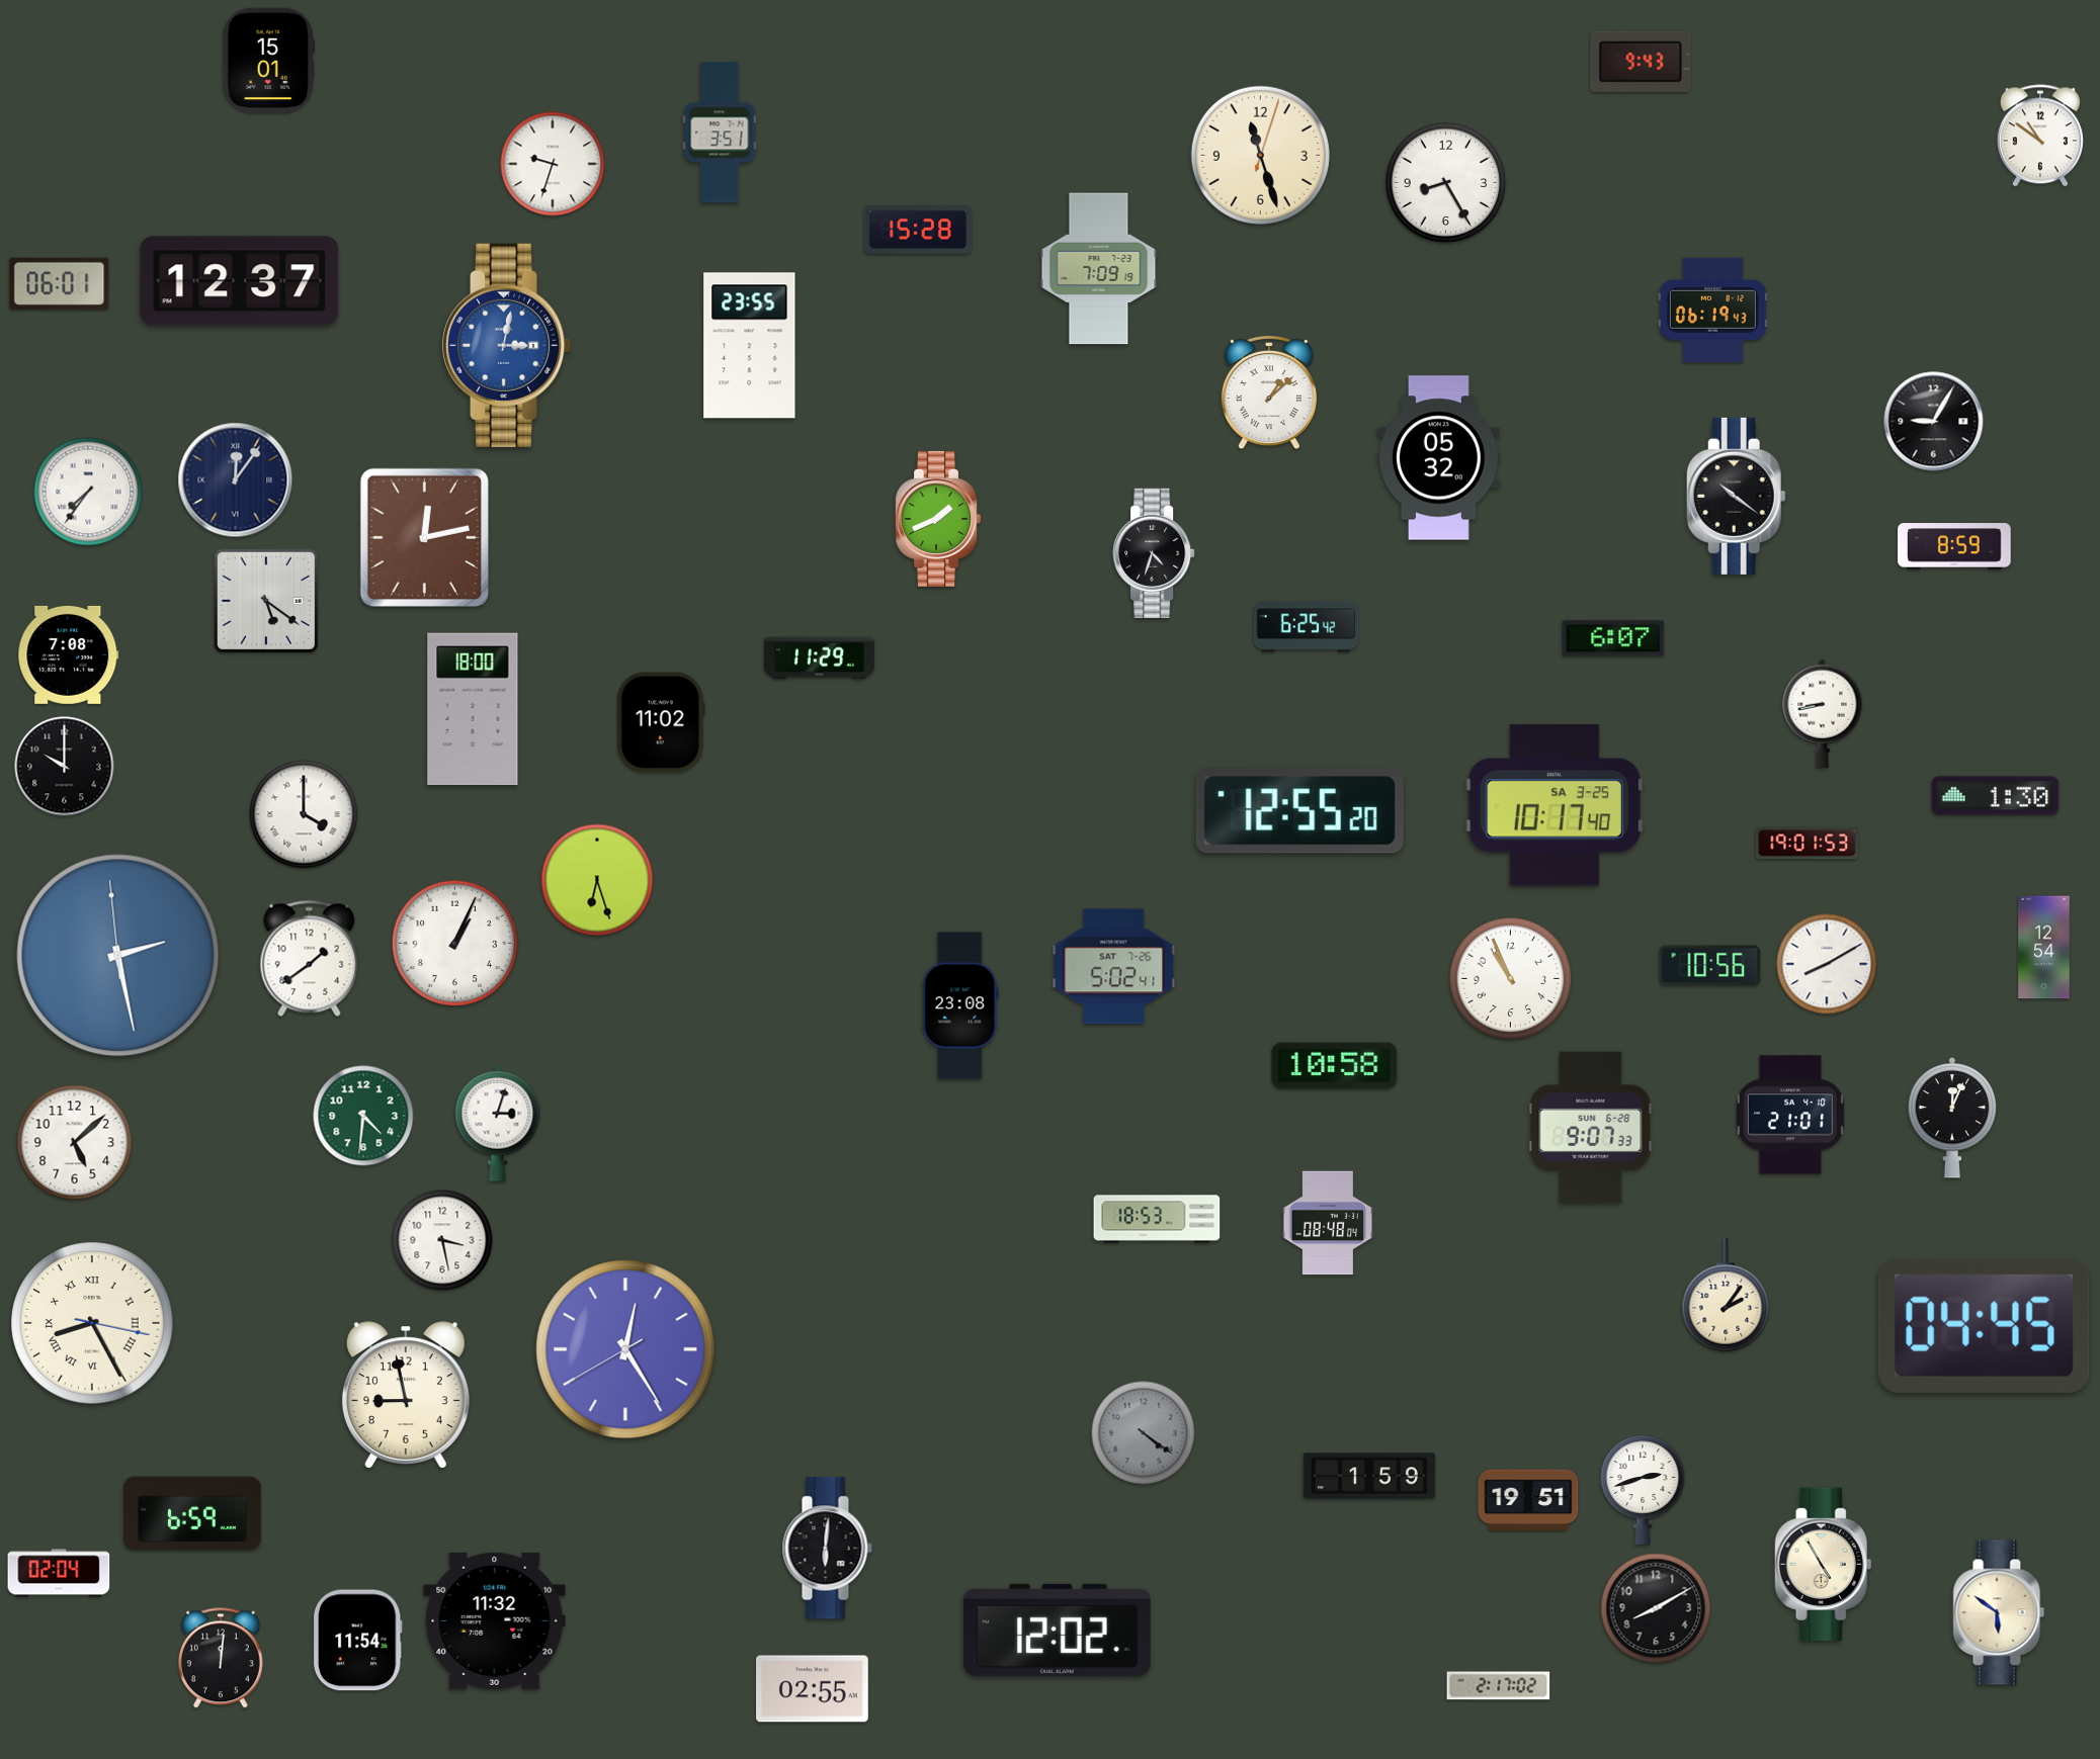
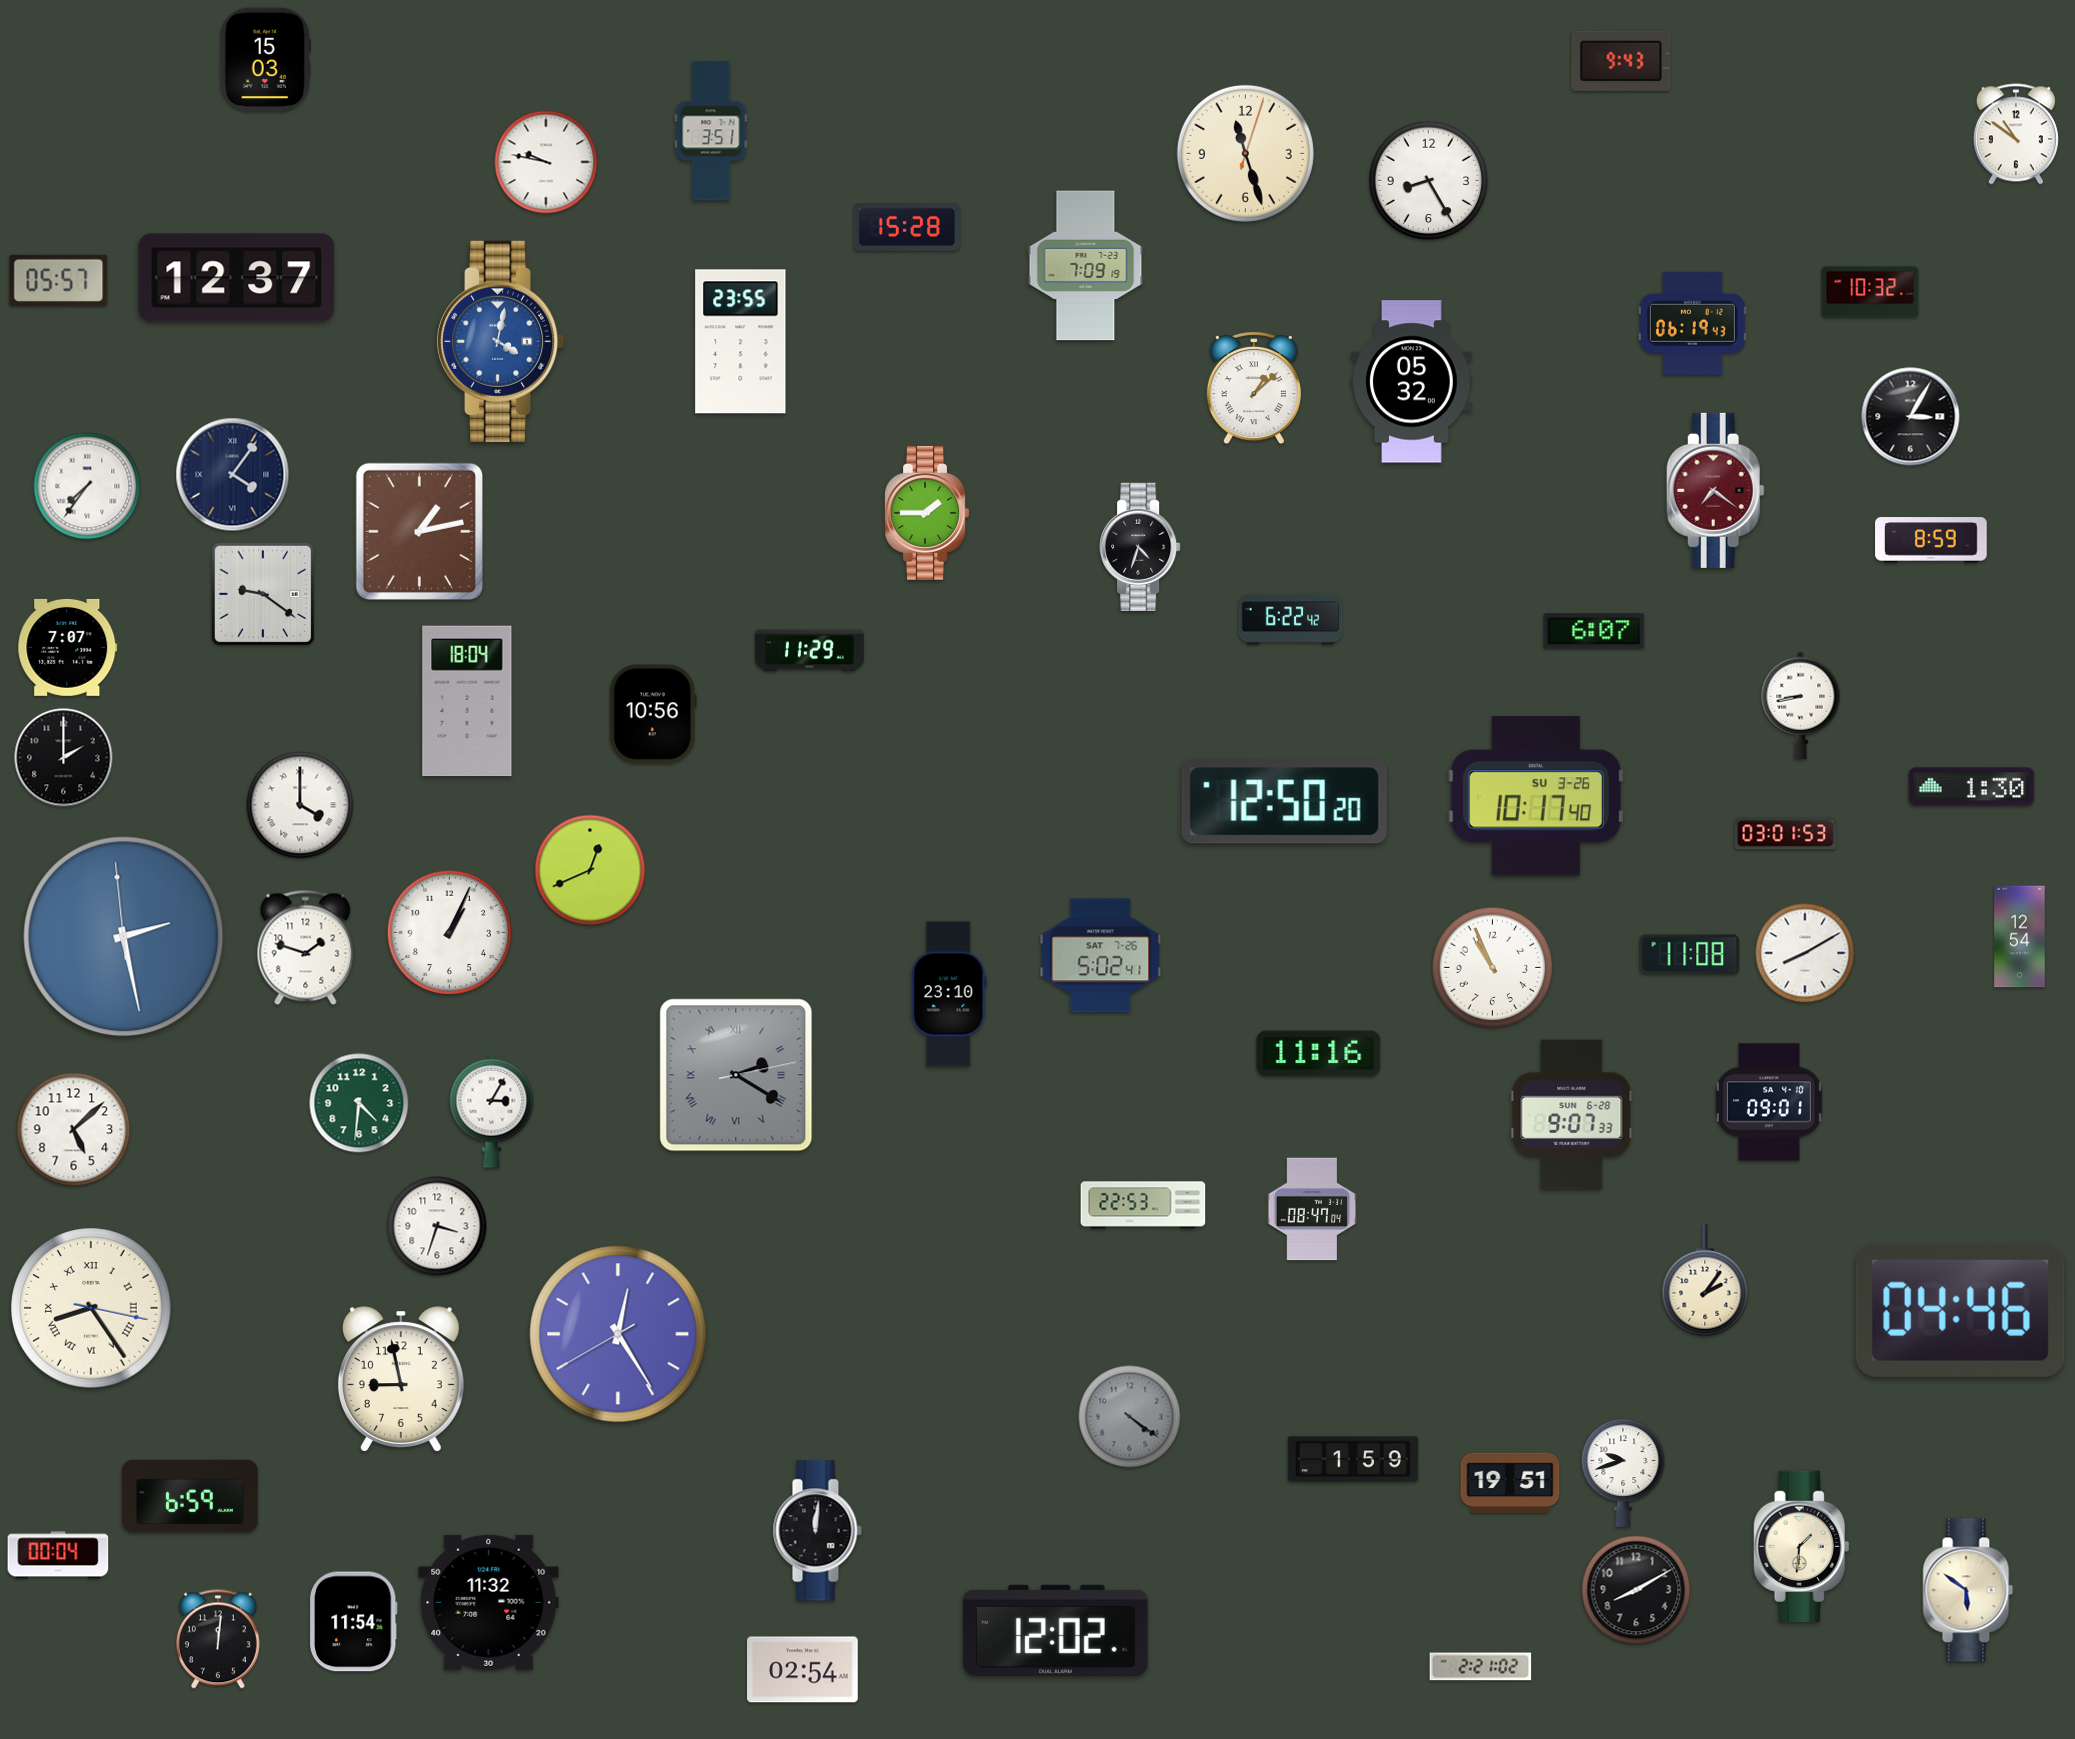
clock at (269, 61): 15:01 -> 15:03
clock at (553, 164): 9:33 -> 9:47
clock at (60, 283): 06:01 -> 05:57
clock at (1870, 292): none -> 10:32
clock at (1712, 310) position: (1712, 310) -> (1692, 323)
clock at (508, 345): 3:02 -> 4:02
clock at (1934, 422): 9:05 -> 3:05
clock at (1439, 458) position: (1439, 458) -> (1412, 382)
clock at (236, 480): 12:06 -> 4:06
clock at (1736, 496): 10:21 -> 7:21
clock at (1736, 496) dial: black -> burgundy
clock at (938, 519): 1:41 -> 1:45
clock at (424, 537): 12:13 -> 1:13
clock at (266, 601): 5:21 -> 9:21
clock at (1307, 627): 6:25 -> 6:22
clock at (69, 654): 7:08 -> 7:07
clock at (473, 709): 18:00 -> 18:04
clock at (661, 722): 11:02 -> 10:56
clock at (65, 767): 10:00 -> 2:00
clock at (1555, 805) date: SA 3-25 -> SU 3-26
clock at (1299, 811): 12:55 -> 12:50
clock at (1808, 844): 19:01 -> 03:01
clock at (597, 880): 6:27 -> 12:41
clock at (118, 956) position: (118, 956) -> (124, 937)
clock at (310, 959): 1:39 -> 1:48
clock at (1710, 966): 10:56 -> 11:08
clock at (960, 1005): 23:08 -> 23:10
clock at (1335, 1066): 10:58 -> 11:16
clock at (736, 1075): none -> 2:20
clock at (1790, 1115): 21:01 -> 09:01
clock at (1952, 1118): 12:04 -> none
clock at (498, 1123): 3:03 -> 3:05
clock at (1157, 1219): 18:53 -> 22:53
clock at (1328, 1223): 08:48 -> 08:47
clock at (442, 1240): 3:28 -> 3:33
clock at (92, 1323): 8:25 -> 8:24
clock at (1984, 1325): 04:45 -> 04:46
clock at (1643, 1490): 2:42 -> 9:42
clock at (827, 1549): 6:01 -> 12:01
clock at (1824, 1565): 4:55 -> 1:31
clock at (59, 1573): 02:04 -> 00:04
clock at (1999, 1612) position: (1999, 1612) -> (1968, 1590)
clock at (1058, 1630) position: (1058, 1630) -> (1056, 1630)
clock at (1499, 1686): 2:17 -> 2:21
clock at (813, 1689): 02:55 -> 02:54
